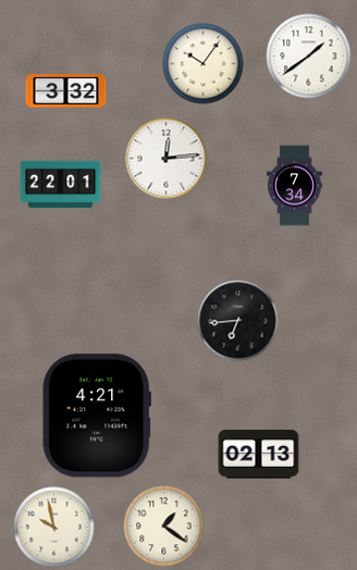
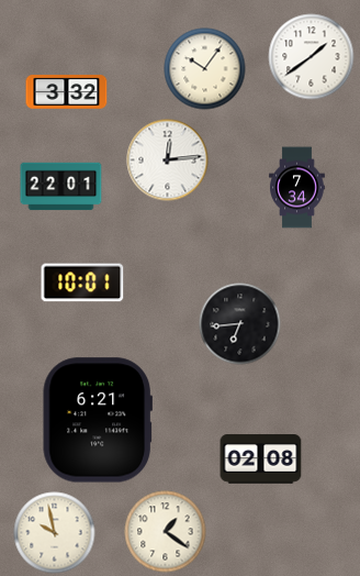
clock at (204, 64) position: (204, 64) -> (205, 69)
clock at (82, 283): none -> 10:01
clock at (97, 416): 4:21 -> 6:21
clock at (259, 455): 02:13 -> 02:08
